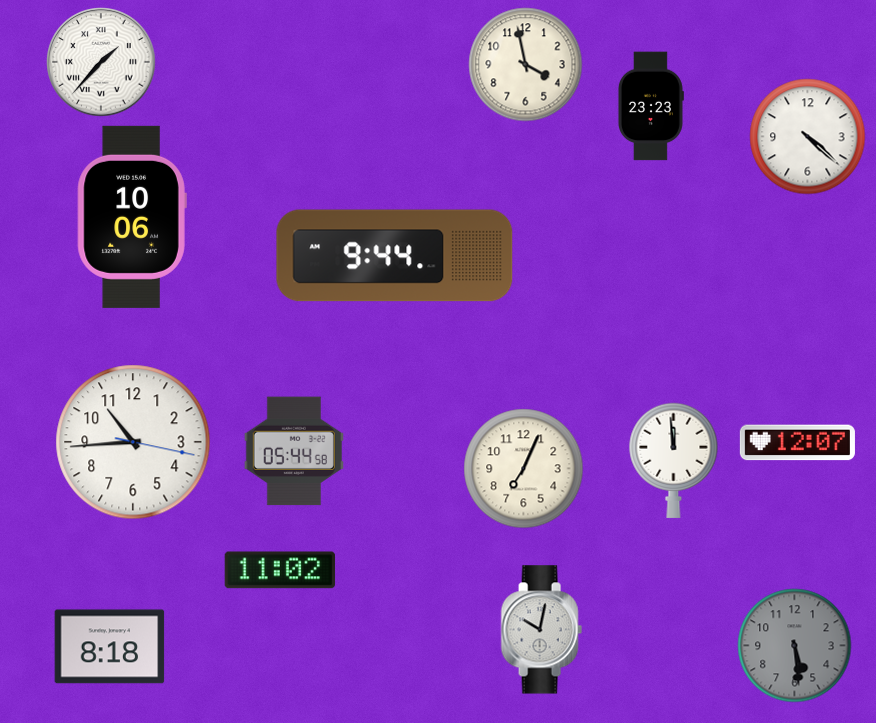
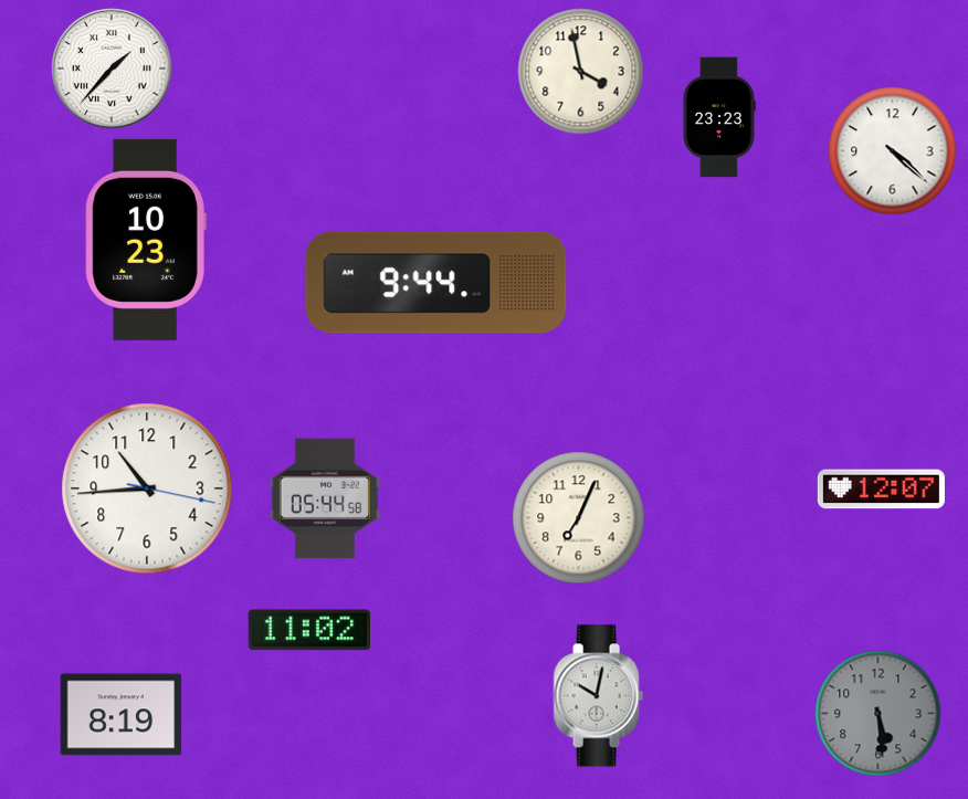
clock at (132, 217): 10:06 -> 10:23
clock at (674, 460): 11:59 -> none
clock at (110, 647): 8:18 -> 8:19
